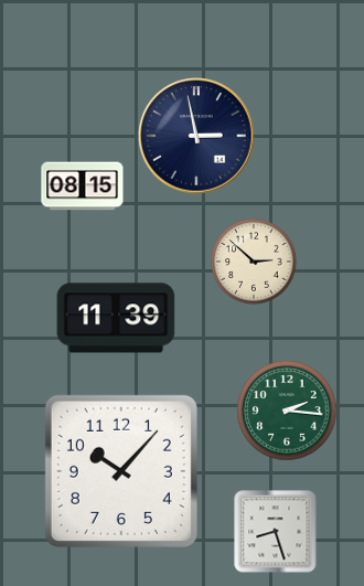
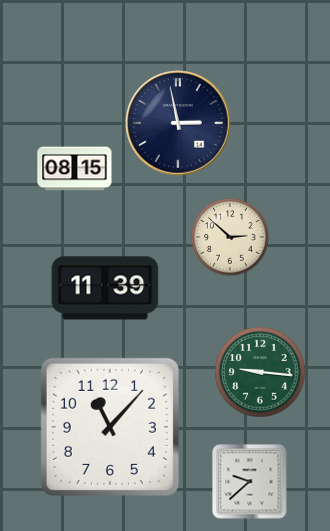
clock at (287, 411): 2:16 -> 9:16
clock at (121, 471): 10:07 -> 11:07
clock at (276, 532): 8:27 -> 9:38
